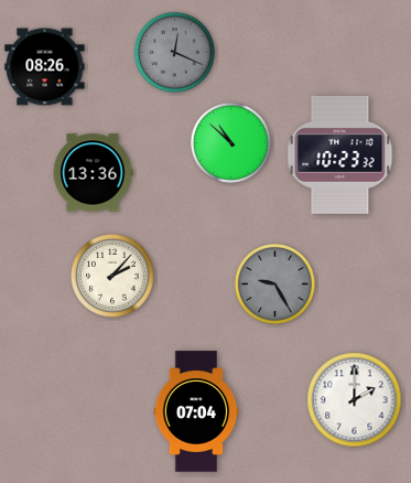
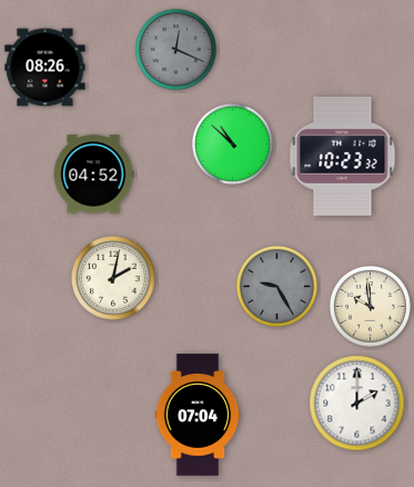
clock at (174, 52) position: (174, 52) -> (175, 49)
clock at (93, 173): 13:36 -> 04:52
clock at (113, 277): 2:07 -> 2:02
clock at (370, 306): none -> 9:59
